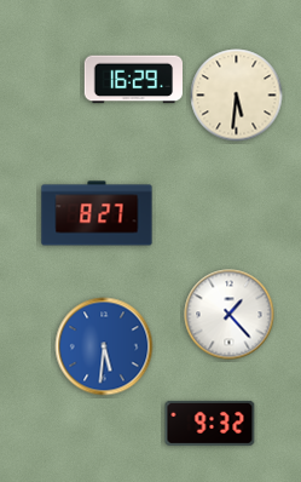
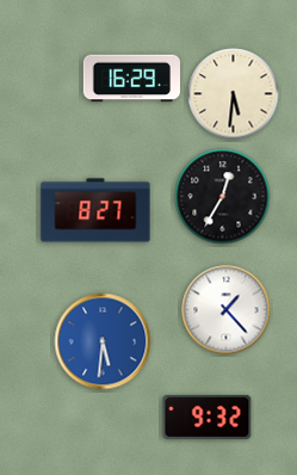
clock at (223, 197): none -> 12:35
